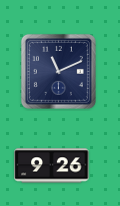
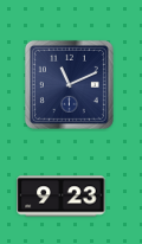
clock at (52, 166): 9:26 -> 9:23
